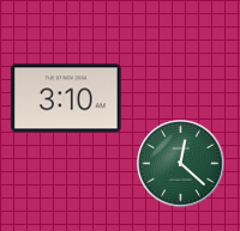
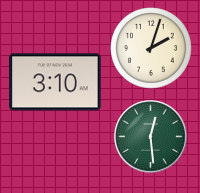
clock at (151, 48): none -> 2:03
clock at (181, 164): 12:22 -> 12:29
